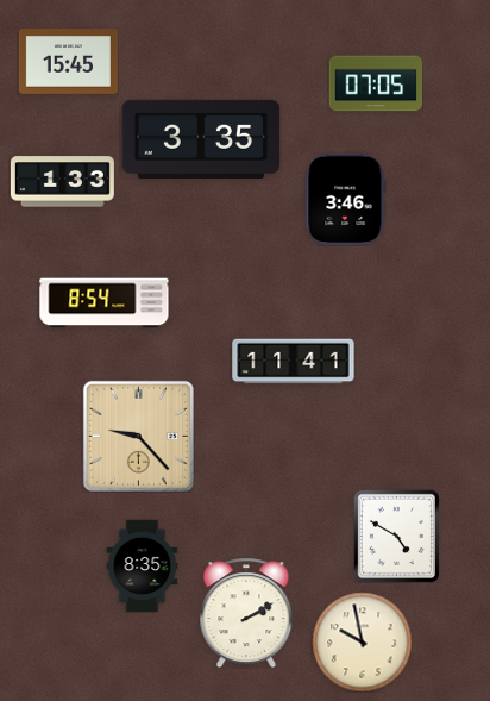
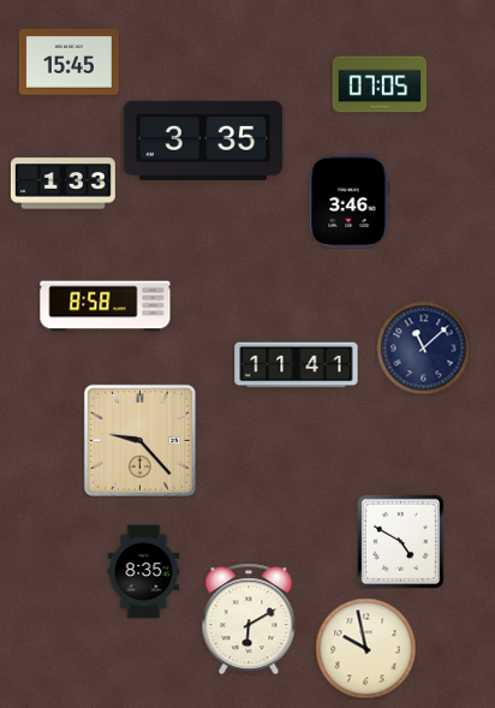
clock at (105, 303): 8:54 -> 8:58
clock at (423, 347): none -> 11:08
clock at (246, 613): 2:10 -> 6:10
